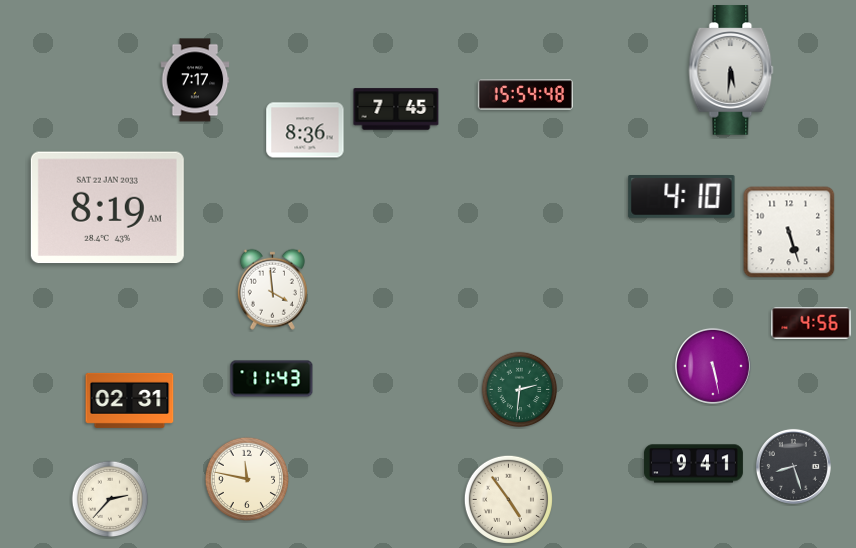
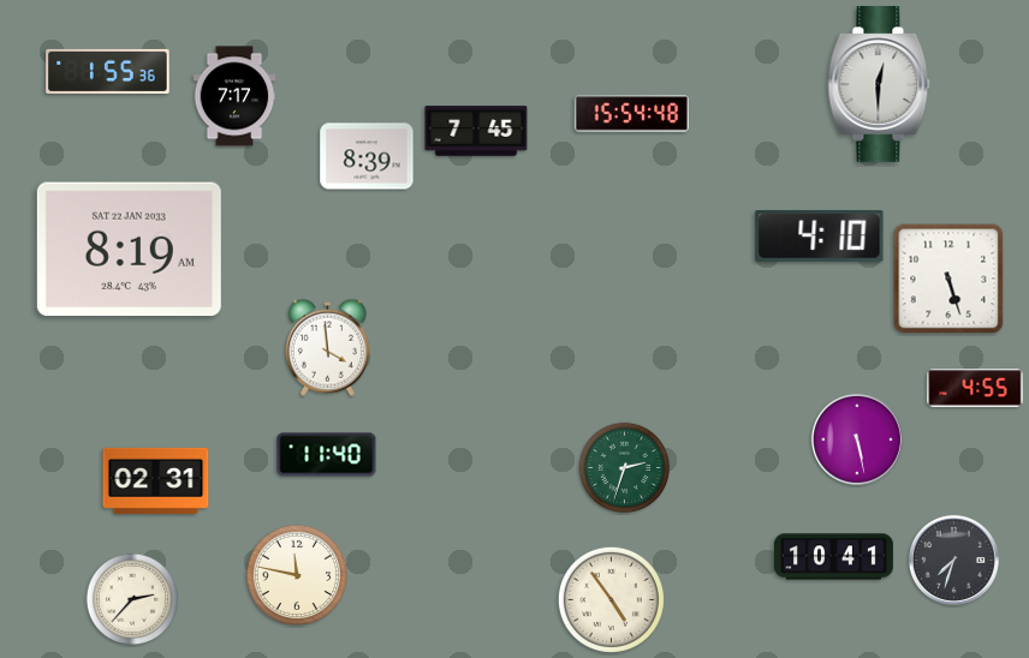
clock at (108, 71): none -> 1:55
clock at (731, 70): 5:31 -> 12:30
clock at (305, 130): 8:36 -> 8:39
clock at (811, 323): 4:56 -> 4:55
clock at (272, 379): 11:43 -> 11:40
clock at (520, 390): 2:31 -> 2:33
clock at (693, 464): 9:41 -> 10:41
clock at (793, 466): 8:27 -> 7:33
